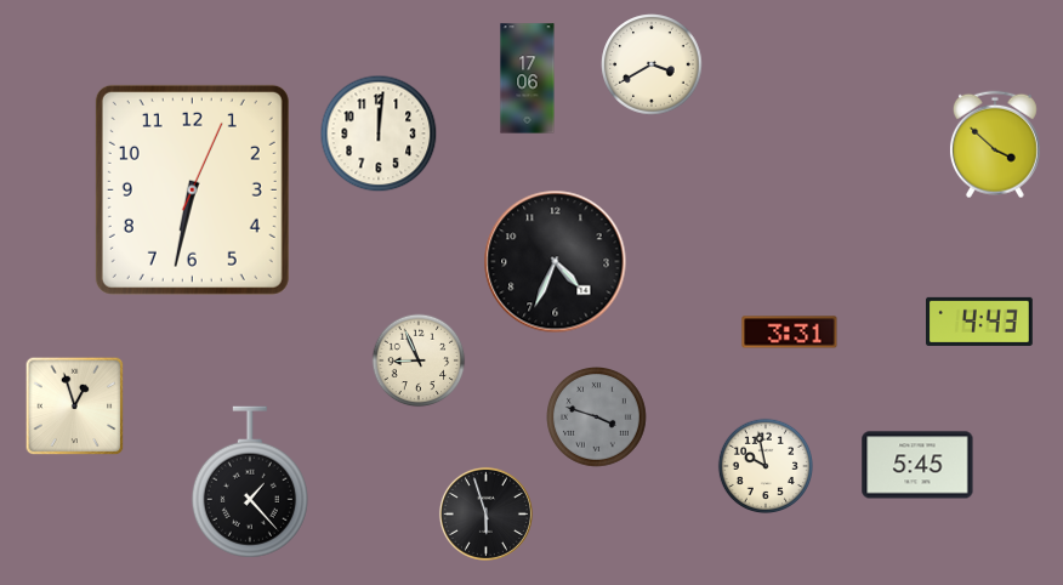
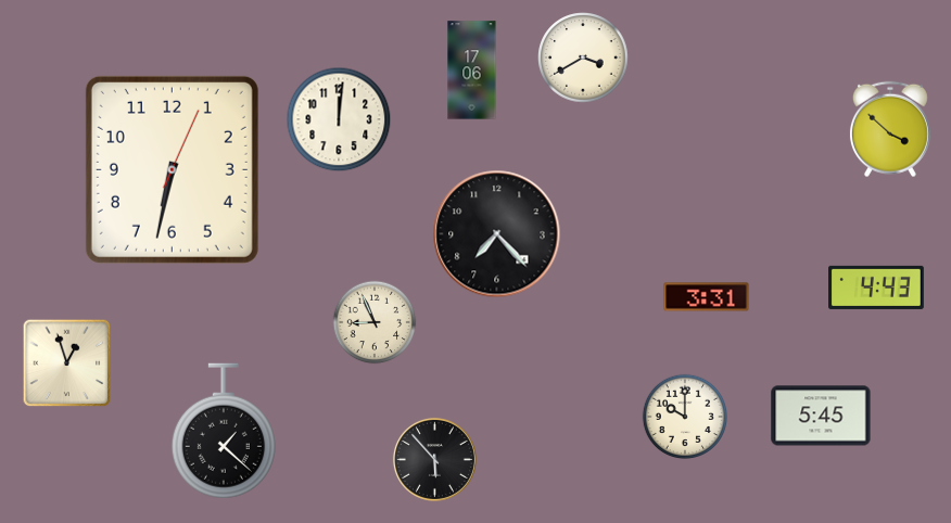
clock at (556, 262): 4:34 -> 7:23
clock at (597, 418): 3:48 -> none
clock at (764, 465): 9:58 -> 10:00
clock at (250, 482): 1:23 -> 1:22
clock at (485, 513): 5:57 -> 5:53
